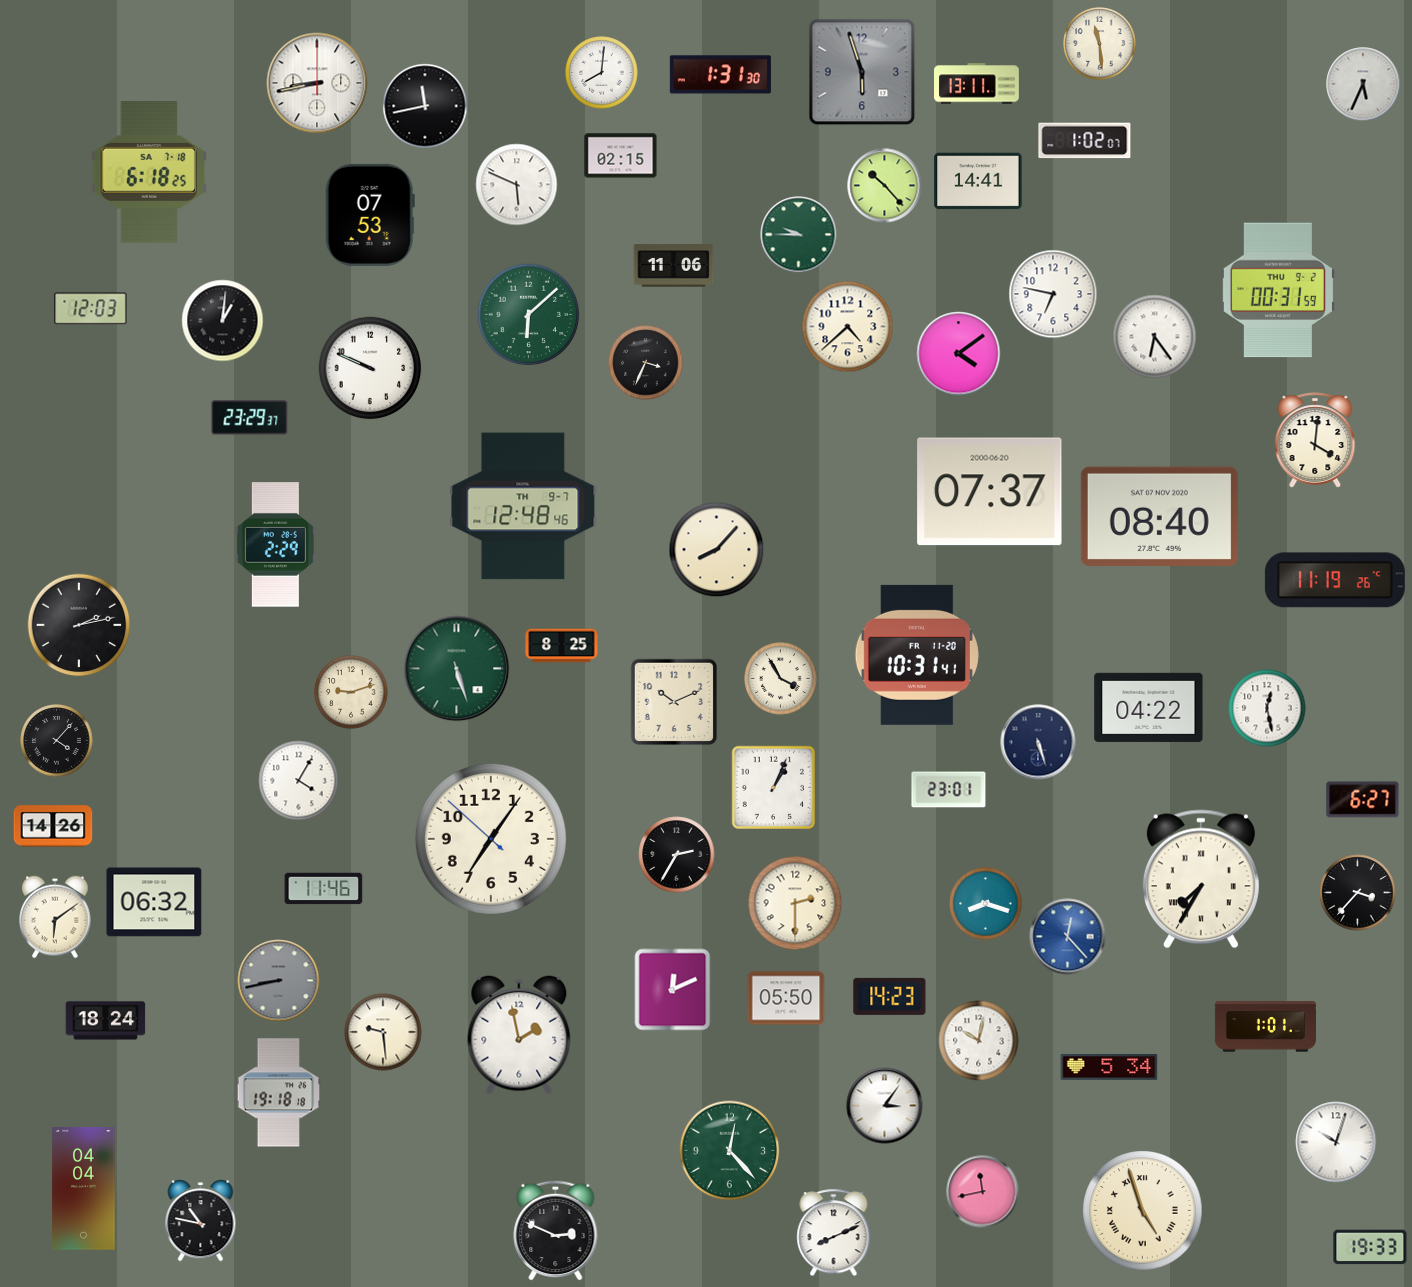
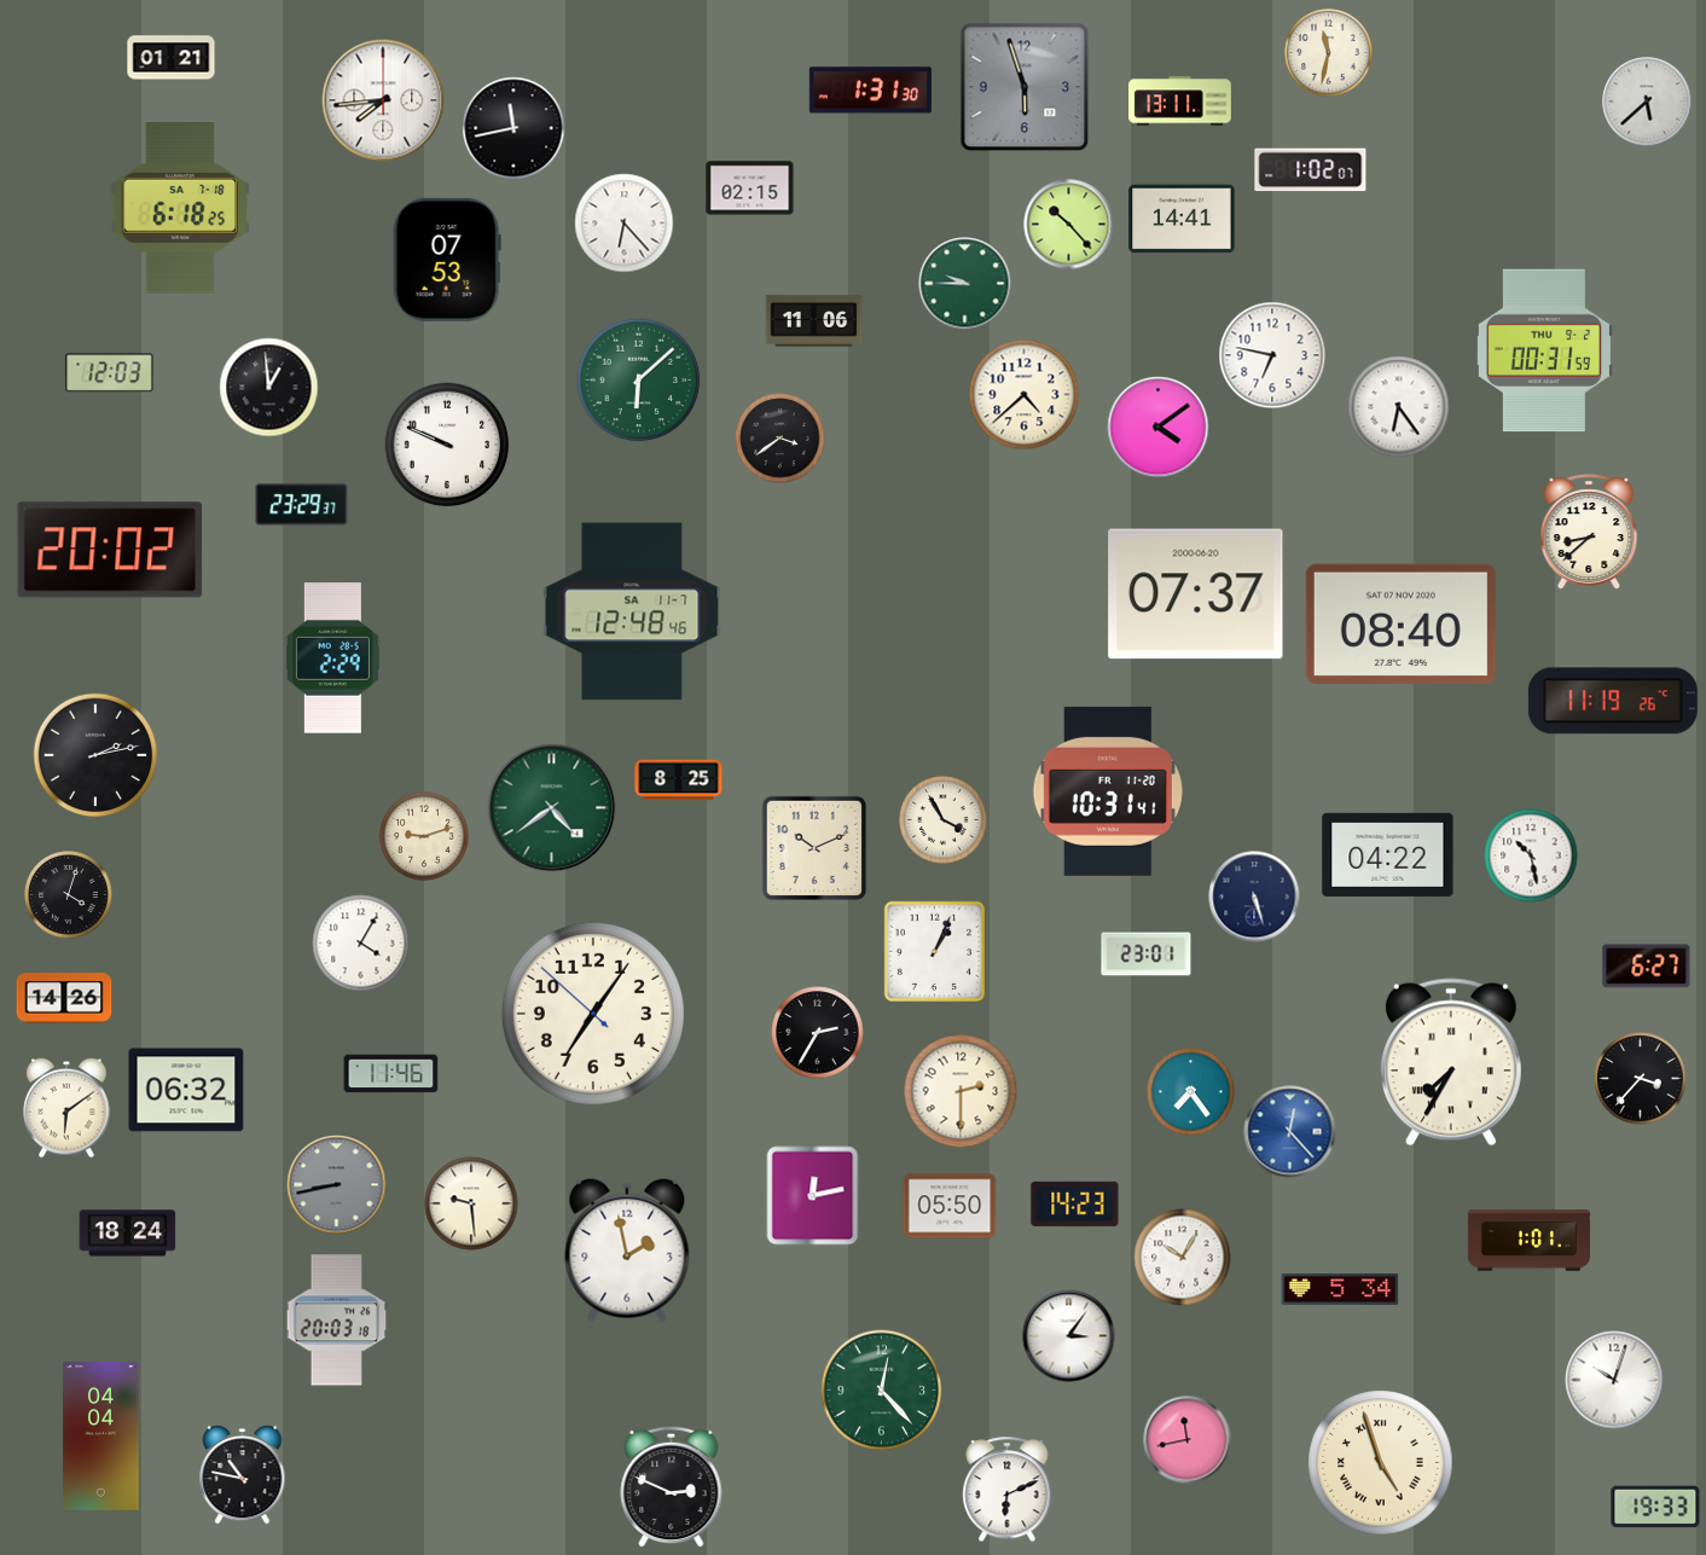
clock at (1100, 44): 11:29 -> 11:32
clock at (172, 58): none -> 01:21
clock at (862, 72) position: (862, 72) -> (1025, 87)
clock at (602, 73): 8:01 -> none
clock at (317, 83): 8:43 -> 7:44
clock at (1363, 84): 5:34 -> 5:38
clock at (517, 185): 5:49 -> 6:23
clock at (223, 321): 1:01 -> 12:59
clock at (1155, 337) position: (1155, 337) -> (1399, 407)
clock at (646, 363): 3:34 -> 3:39
clock at (1315, 440): 4:01 -> 8:38
clock at (110, 550): none -> 20:02
clock at (523, 506) date: TH 9-7 -> SA 11-7
clock at (717, 550): 8:07 -> none
clock at (457, 669): 5:27 -> 4:39
clock at (1267, 708): 12:28 -> 10:28
clock at (57, 741): 4:07 -> 4:03
clock at (986, 904): 8:18 -> 7:24
clock at (673, 990): 12:11 -> 12:13
clock at (383, 1032) position: (383, 1032) -> (471, 1203)
clock at (979, 1041): 10:02 -> 10:05
clock at (279, 1093): 19:18 -> 20:03
clock at (834, 1233): 8:11 -> 6:11
